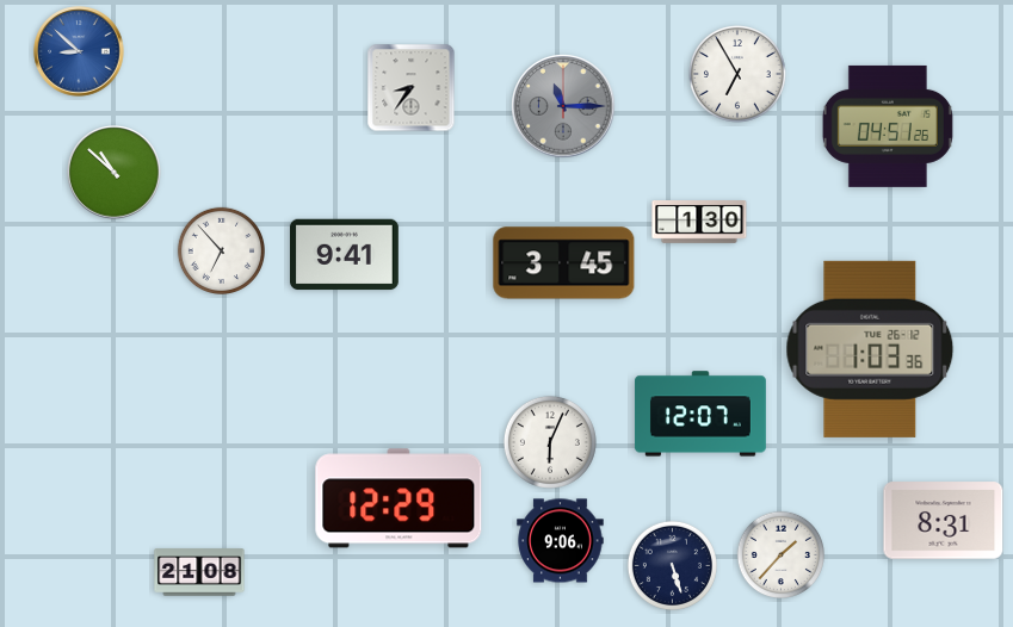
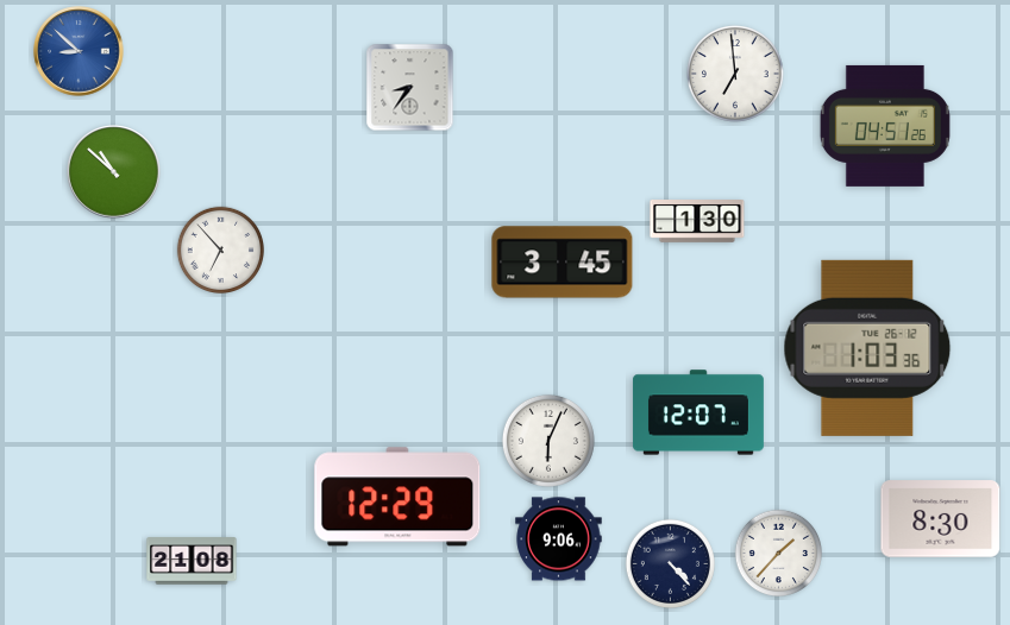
clock at (739, 75): 6:55 -> 6:59
clock at (563, 106): 11:15 -> none
clock at (345, 255): 9:41 -> none
clock at (944, 521): 8:31 -> 8:30
clock at (672, 565): 5:27 -> 4:23
clock at (199, 572) position: (199, 572) -> (192, 561)
